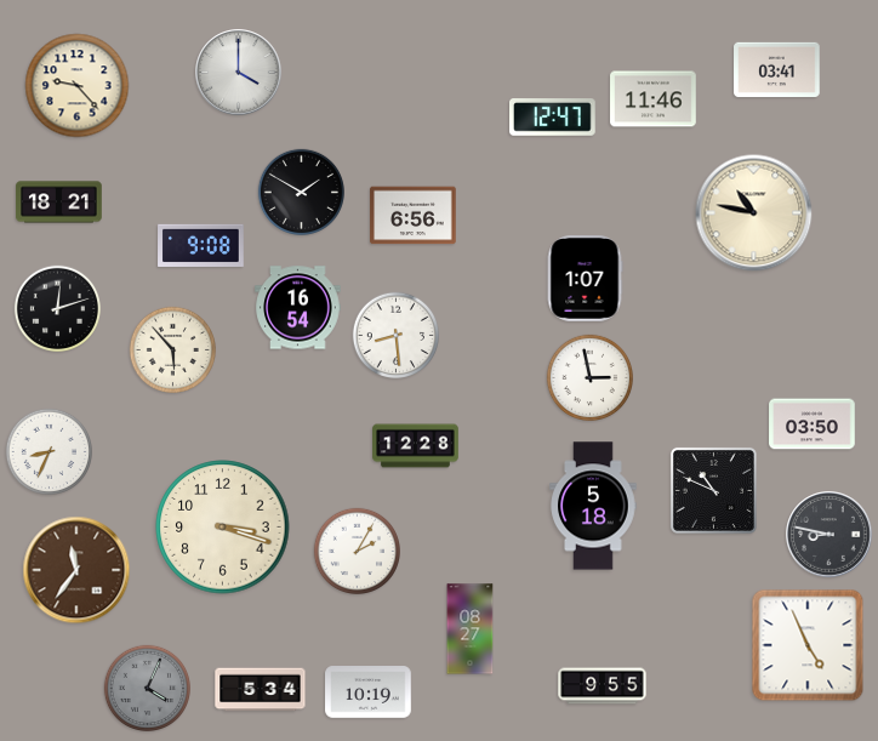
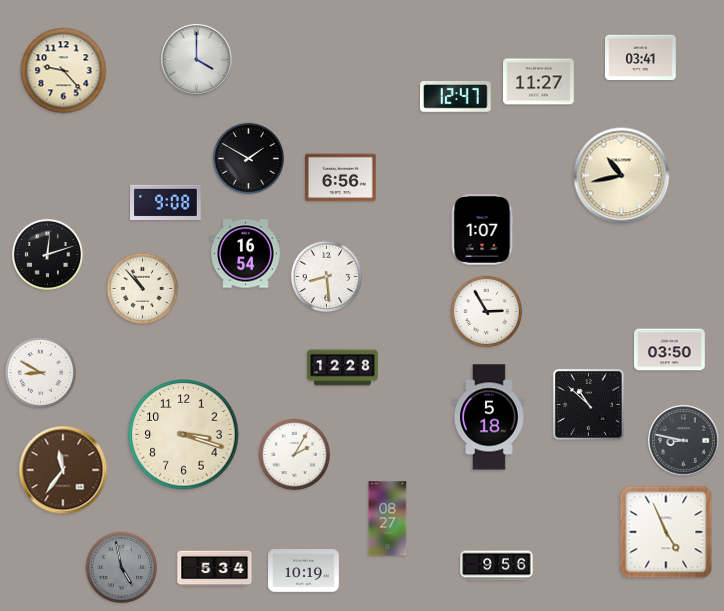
clock at (654, 99): 11:46 -> 11:27
clock at (59, 203): 18:21 -> none
clock at (754, 213): 10:47 -> 10:43
clock at (172, 349): 5:53 -> 10:53
clock at (589, 377): 2:58 -> 2:55
clock at (49, 451): 8:34 -> 8:50
clock at (713, 490): 10:49 -> 10:52
clock at (603, 686): 9:55 -> 9:56
clock at (147, 688): 4:04 -> 4:58
